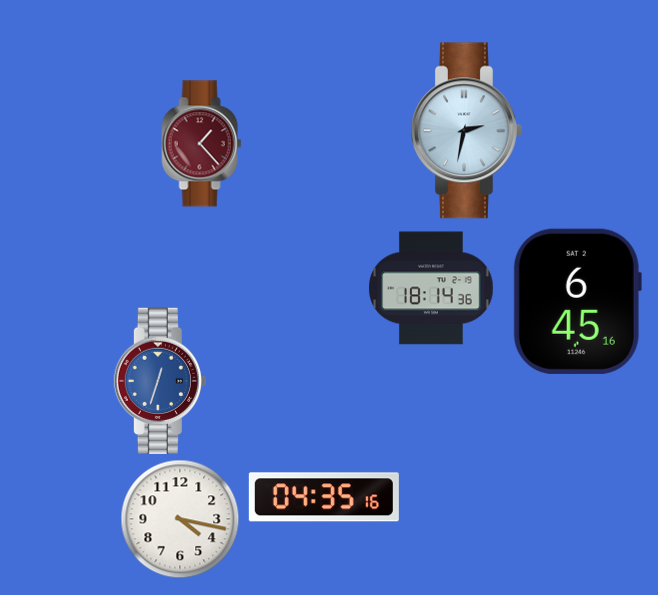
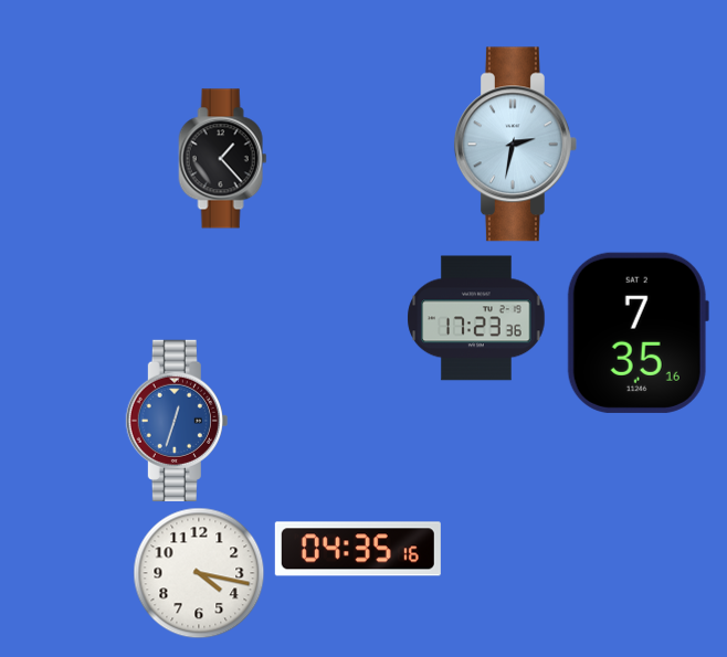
clock at (202, 144) dial: burgundy -> black
clock at (431, 288): 18:14 -> 17:23
clock at (577, 301): 6:45 -> 7:35
